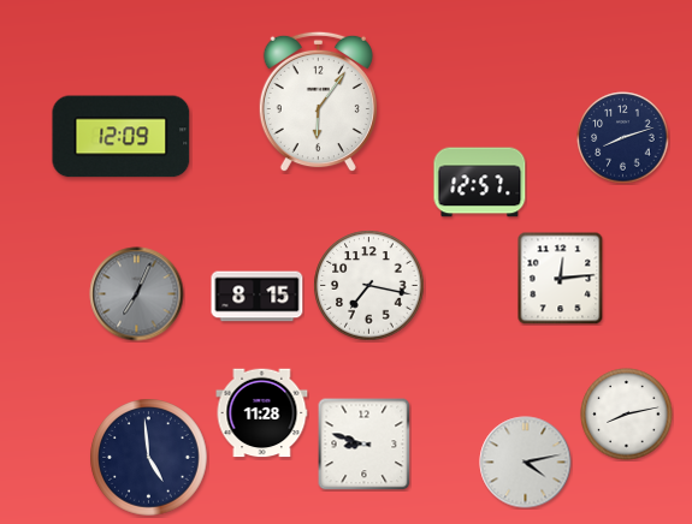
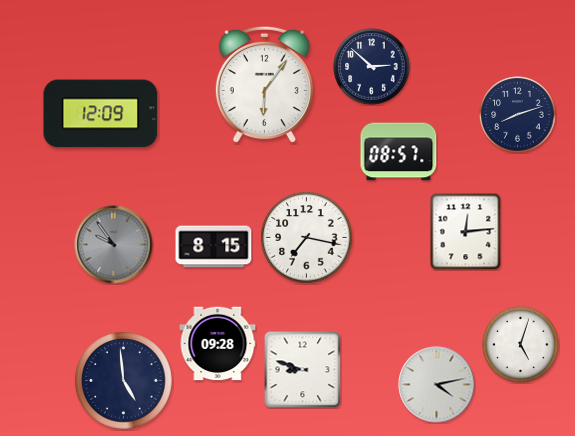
clock at (372, 67): none -> 2:52
clock at (480, 183): 12:57 -> 08:57
clock at (137, 294): 7:04 -> 9:54
clock at (262, 413): 11:28 -> 09:28
clock at (627, 415): 8:13 -> 5:03
